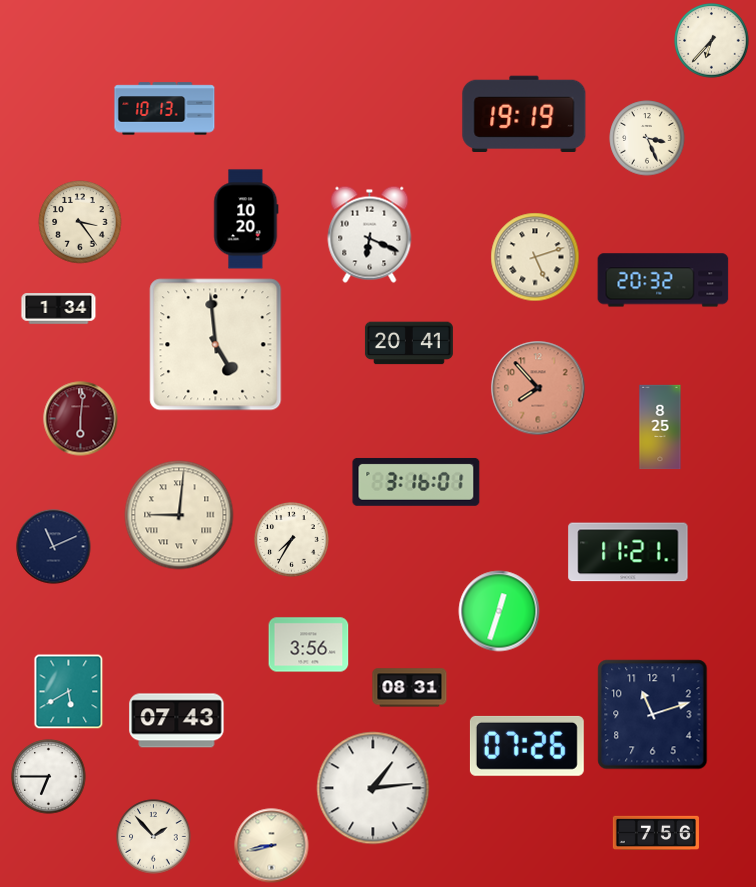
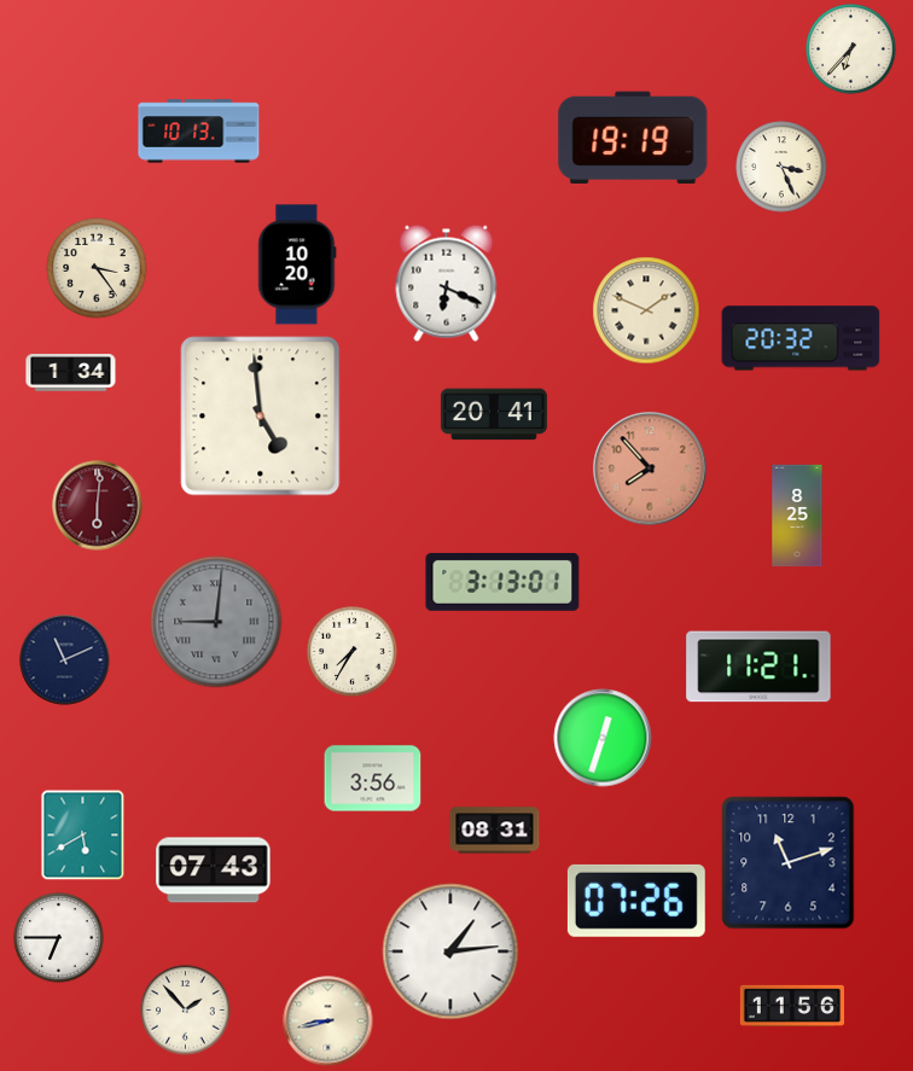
clock at (712, 41) position: (712, 41) -> (851, 50)
clock at (535, 257): 5:12 -> 1:49
clock at (416, 482): 3:16 -> 3:13
clock at (179, 515) dial: cream -> grey
clock at (656, 832): 7:56 -> 11:56
